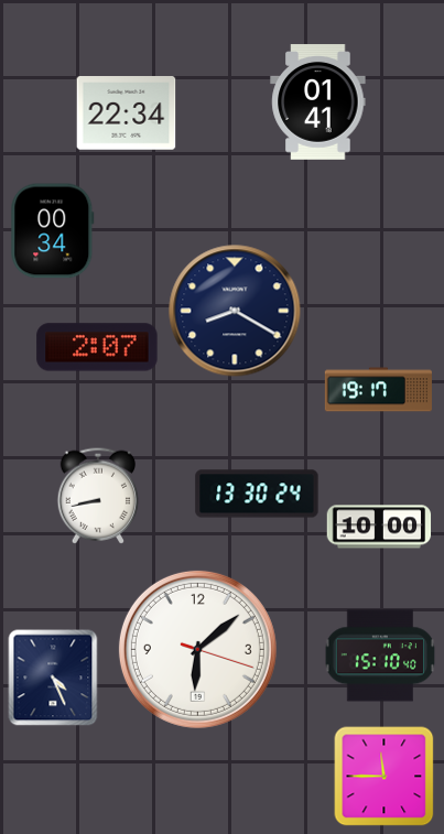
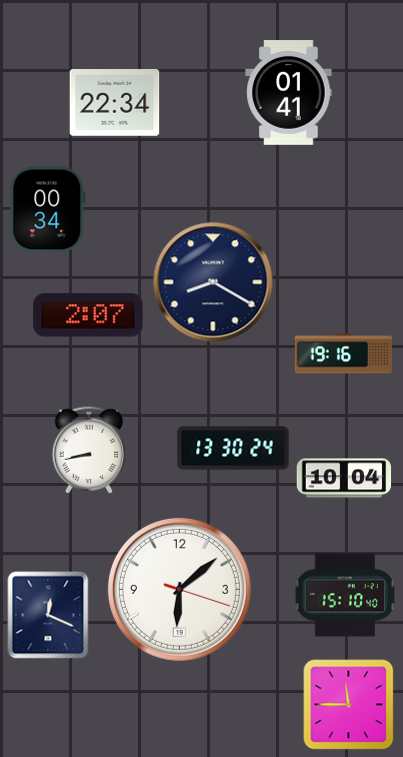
clock at (378, 390): 19:17 -> 19:16
clock at (379, 527): 10:00 -> 10:04
clock at (53, 678): 4:26 -> 12:19
